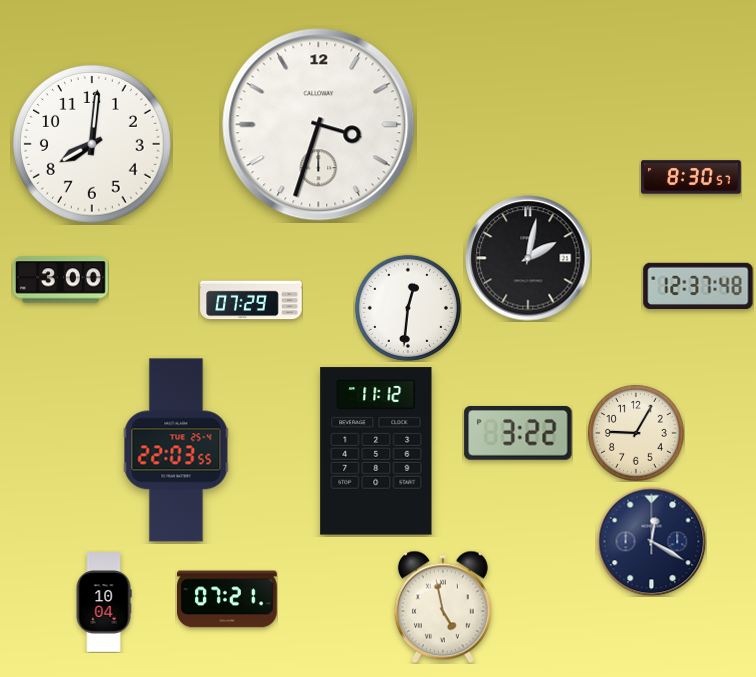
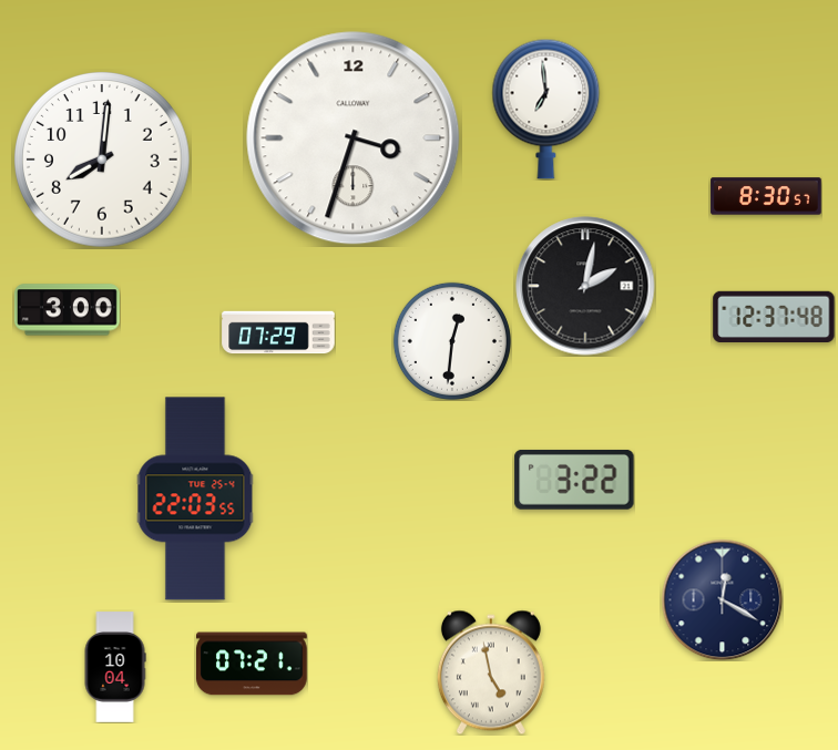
clock at (546, 109): none -> 6:59
clock at (636, 433): 9:05 -> none
clock at (376, 451): 11:12 -> none
